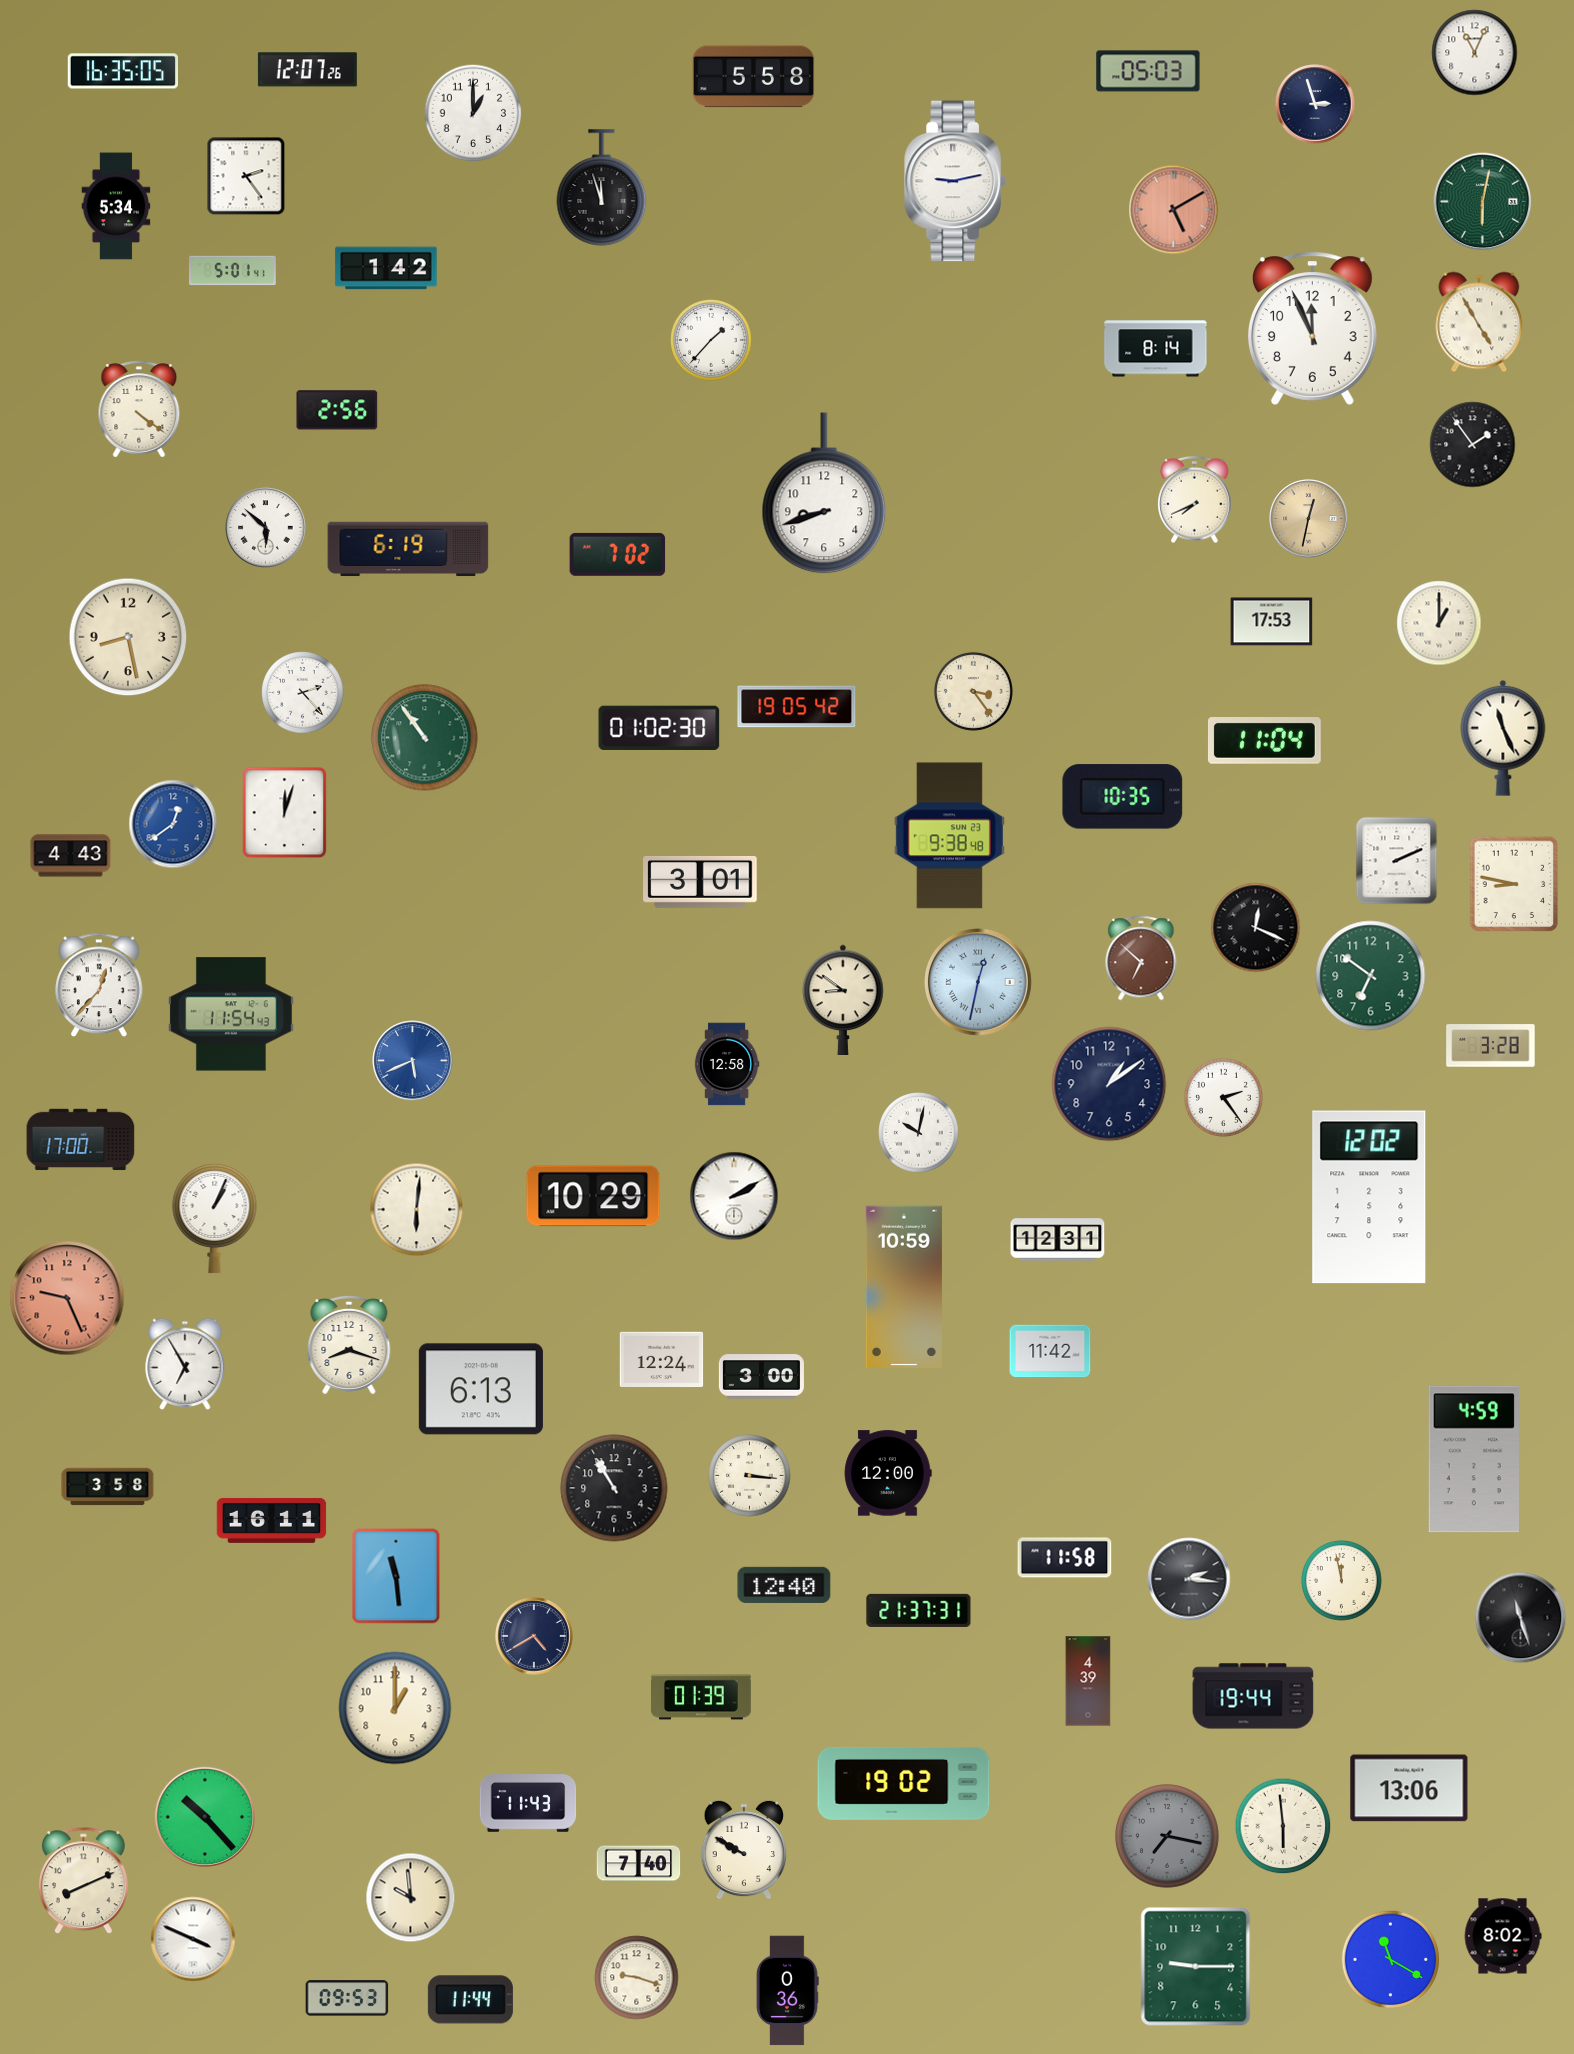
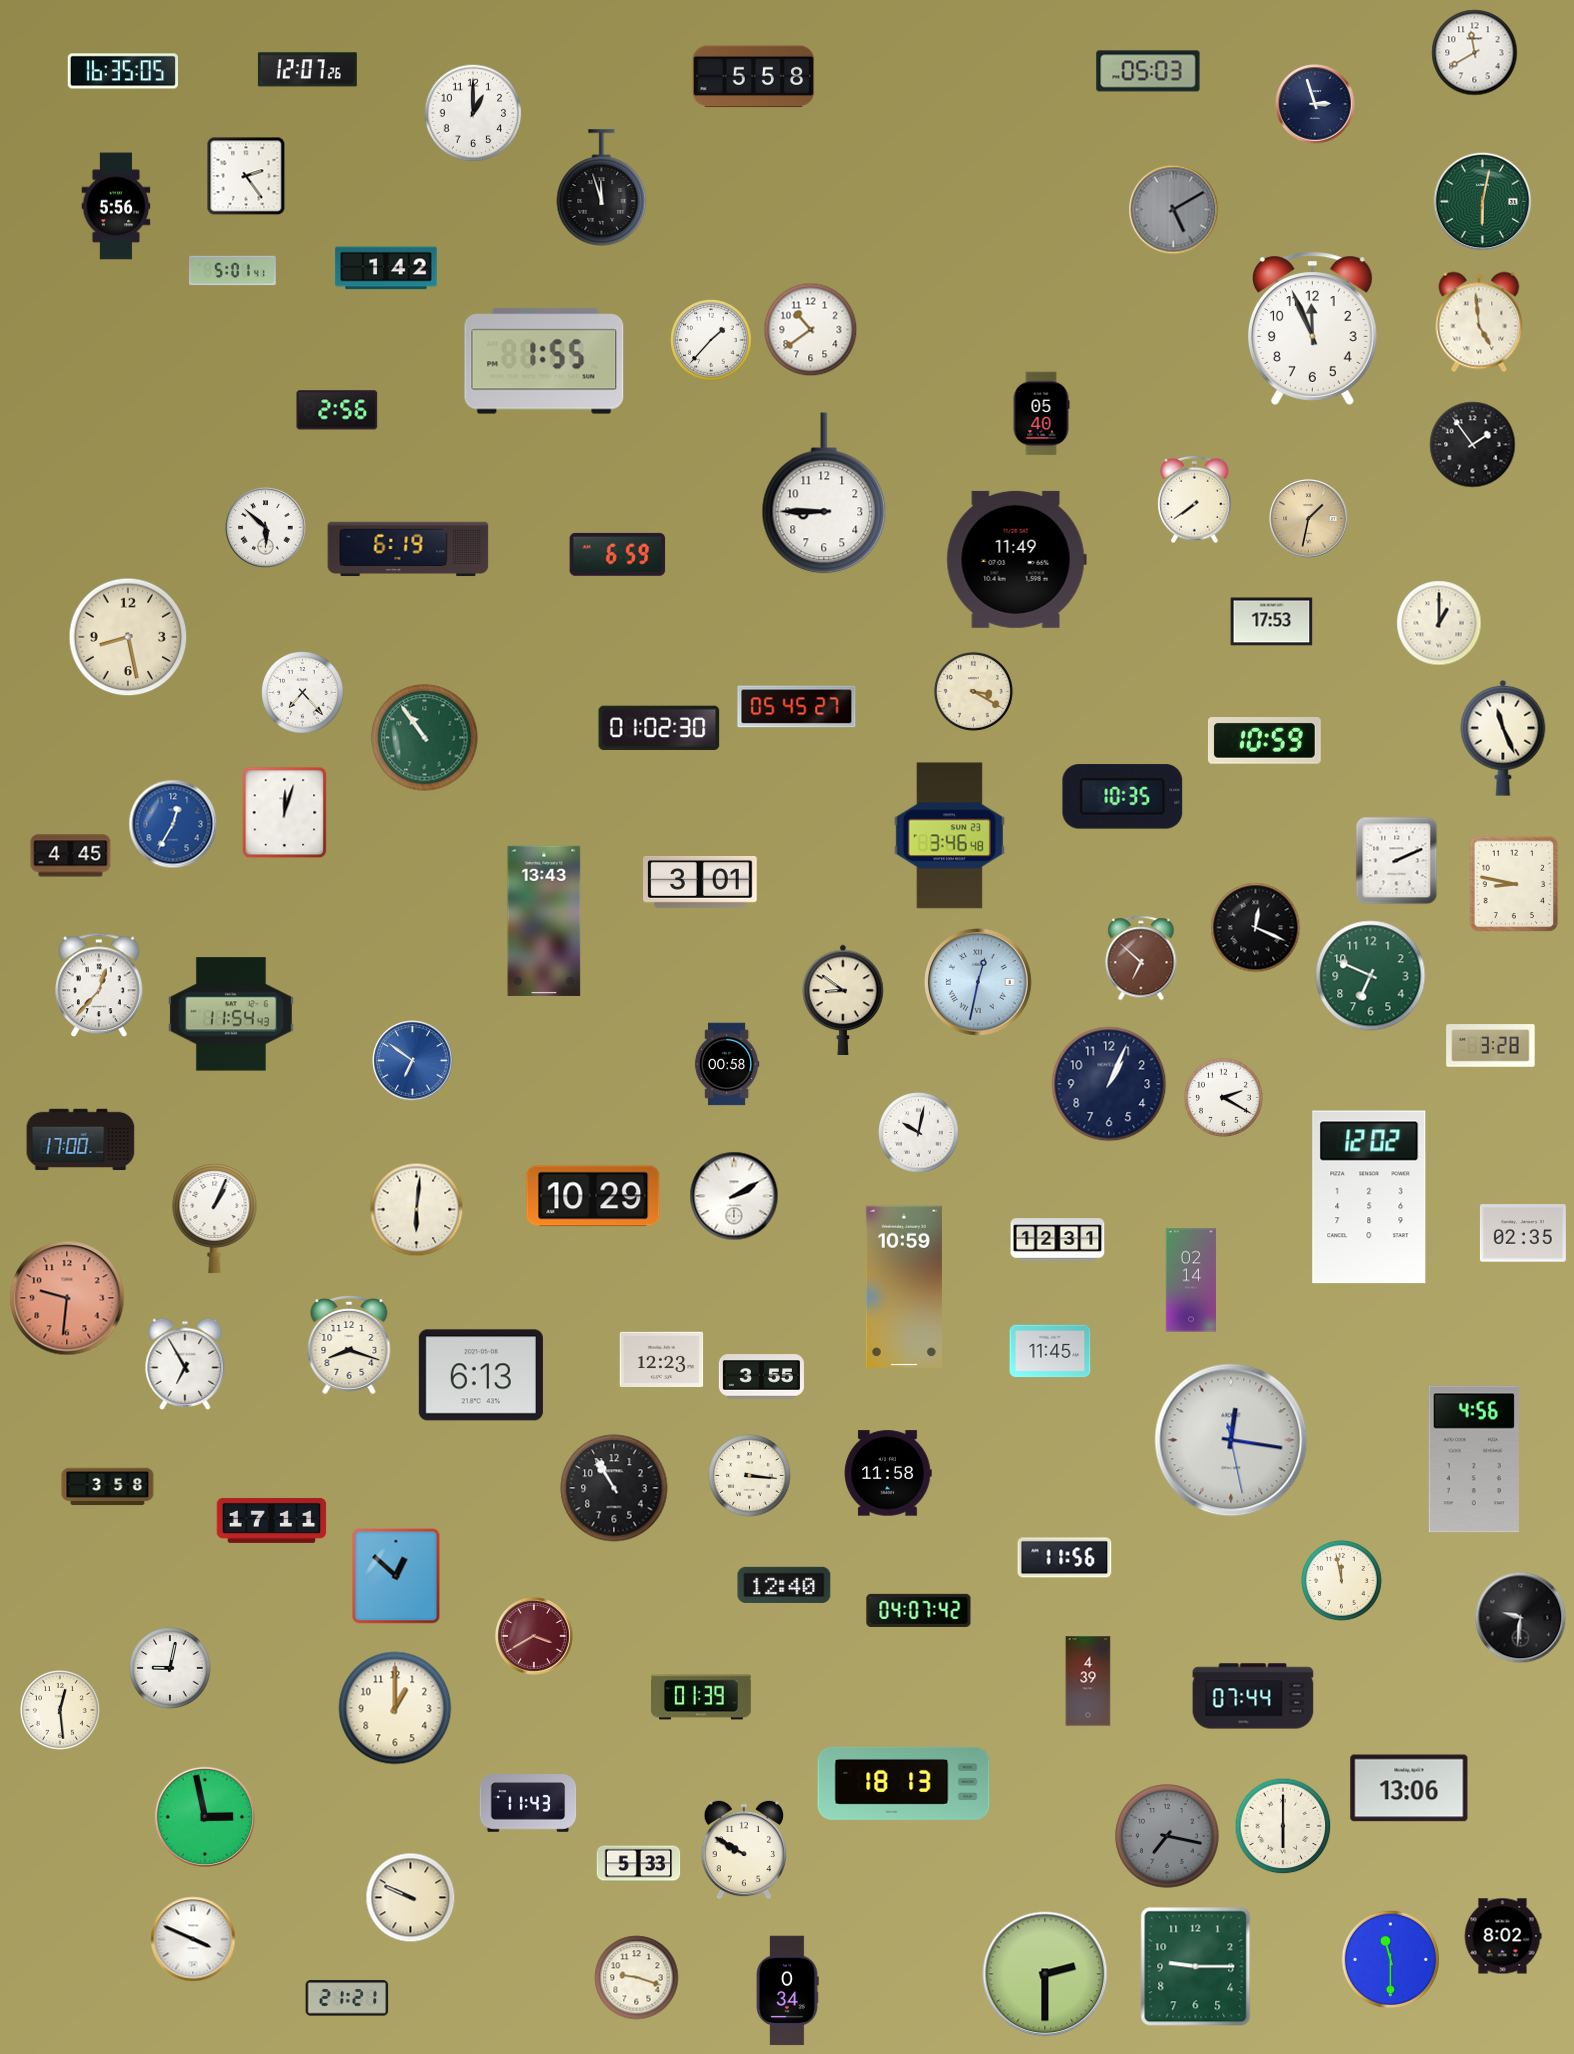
clock at (1475, 53): 11:04 -> 11:40
clock at (955, 181): 9:13 -> none
clock at (116, 206): 5:34 -> 5:56
clock at (1174, 210) dial: salmon -> grey
clock at (1479, 322): 4:55 -> 4:59
clock at (811, 330): none -> 10:39
clock at (1156, 349): 8:14 -> none
clock at (544, 361): none -> 1:55
clock at (139, 409): 4:21 -> none
clock at (1041, 414): none -> 05:40
clock at (824, 493): 8:42 -> 8:45
clock at (1195, 500): 7:41 -> 7:39
clock at (1309, 519): 12:32 -> 1:32
clock at (618, 554): 7:02 -> 6:59
clock at (1016, 559): none -> 11:49
clock at (973, 691): 3:24 -> 3:20
clock at (303, 693): 2:23 -> 7:23
clock at (797, 707): 19:05 -> 05:45
clock at (1264, 741): 11:04 -> 10:59
clock at (173, 824): 12:39 -> 12:35
clock at (949, 836): 9:38 -> 3:46
clock at (71, 856): 4:43 -> 4:45
clock at (544, 921): none -> 13:43
clock at (1371, 976): 6:51 -> 6:49
clock at (413, 1061): 5:41 -> 6:51
clock at (727, 1064): 12:58 -> 00:58
clock at (1109, 1084): 1:09 -> 1:04
clock at (1223, 1097): 2:24 -> 2:20
clock at (1523, 1233): none -> 02:35
clock at (1191, 1280): none -> 02:14
clock at (67, 1298): 9:26 -> 9:31
clock at (1050, 1351): 11:42 -> 11:45
clock at (662, 1359): 12:24 -> 12:23
clock at (761, 1377): 3:00 -> 3:55
clock at (481, 1389) position: (481, 1389) -> (481, 1375)
clock at (1231, 1440): none -> 12:16
clock at (1474, 1459): 4:59 -> 4:56
clock at (888, 1473): 12:00 -> 11:58
clock at (272, 1520): 16:11 -> 17:11
clock at (1065, 1558): 11:58 -> 11:56
clock at (396, 1576): 11:29 -> 12:52
clock at (1189, 1579): 2:16 -> none
clock at (919, 1610): 21:37 -> 04:07
clock at (1521, 1618): 11:27 -> 9:31
clock at (534, 1636): 4:40 -> 3:40
clock at (534, 1636) dial: navy -> burgundy
clock at (170, 1668): none -> 9:02
clock at (1253, 1696): 19:44 -> 07:44
clock at (60, 1710): none -> 12:29
clock at (904, 1783): 19:02 -> 18:13
clock at (204, 1816): 10:23 -> 2:58
clock at (1283, 1826): 5:59 -> 6:00
clock at (639, 1864): 7:40 -> 5:33
clock at (83, 1881): 8:11 -> none
clock at (411, 1898): 9:59 -> 9:49
clock at (1390, 1959): 11:20 -> 11:30
clock at (1045, 1974): none -> 2:30
clock at (787, 1991): 0:36 -> 0:34
clock at (347, 1998): 09:53 -> 21:21
clock at (470, 2000): 11:44 -> none
